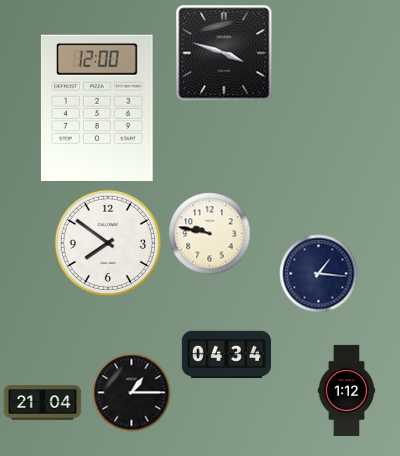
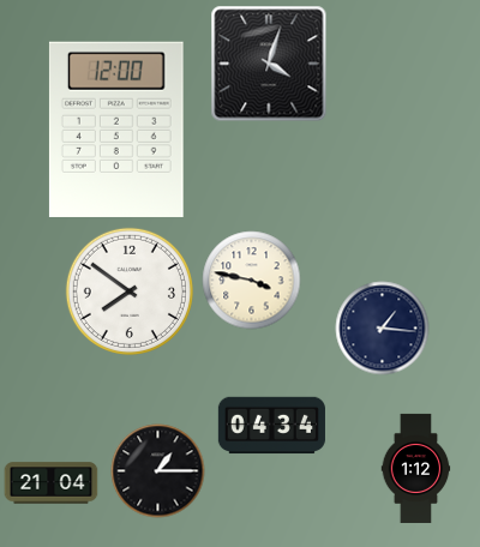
clock at (224, 53): 3:48 -> 4:03
clock at (209, 233): 9:47 -> 3:47
